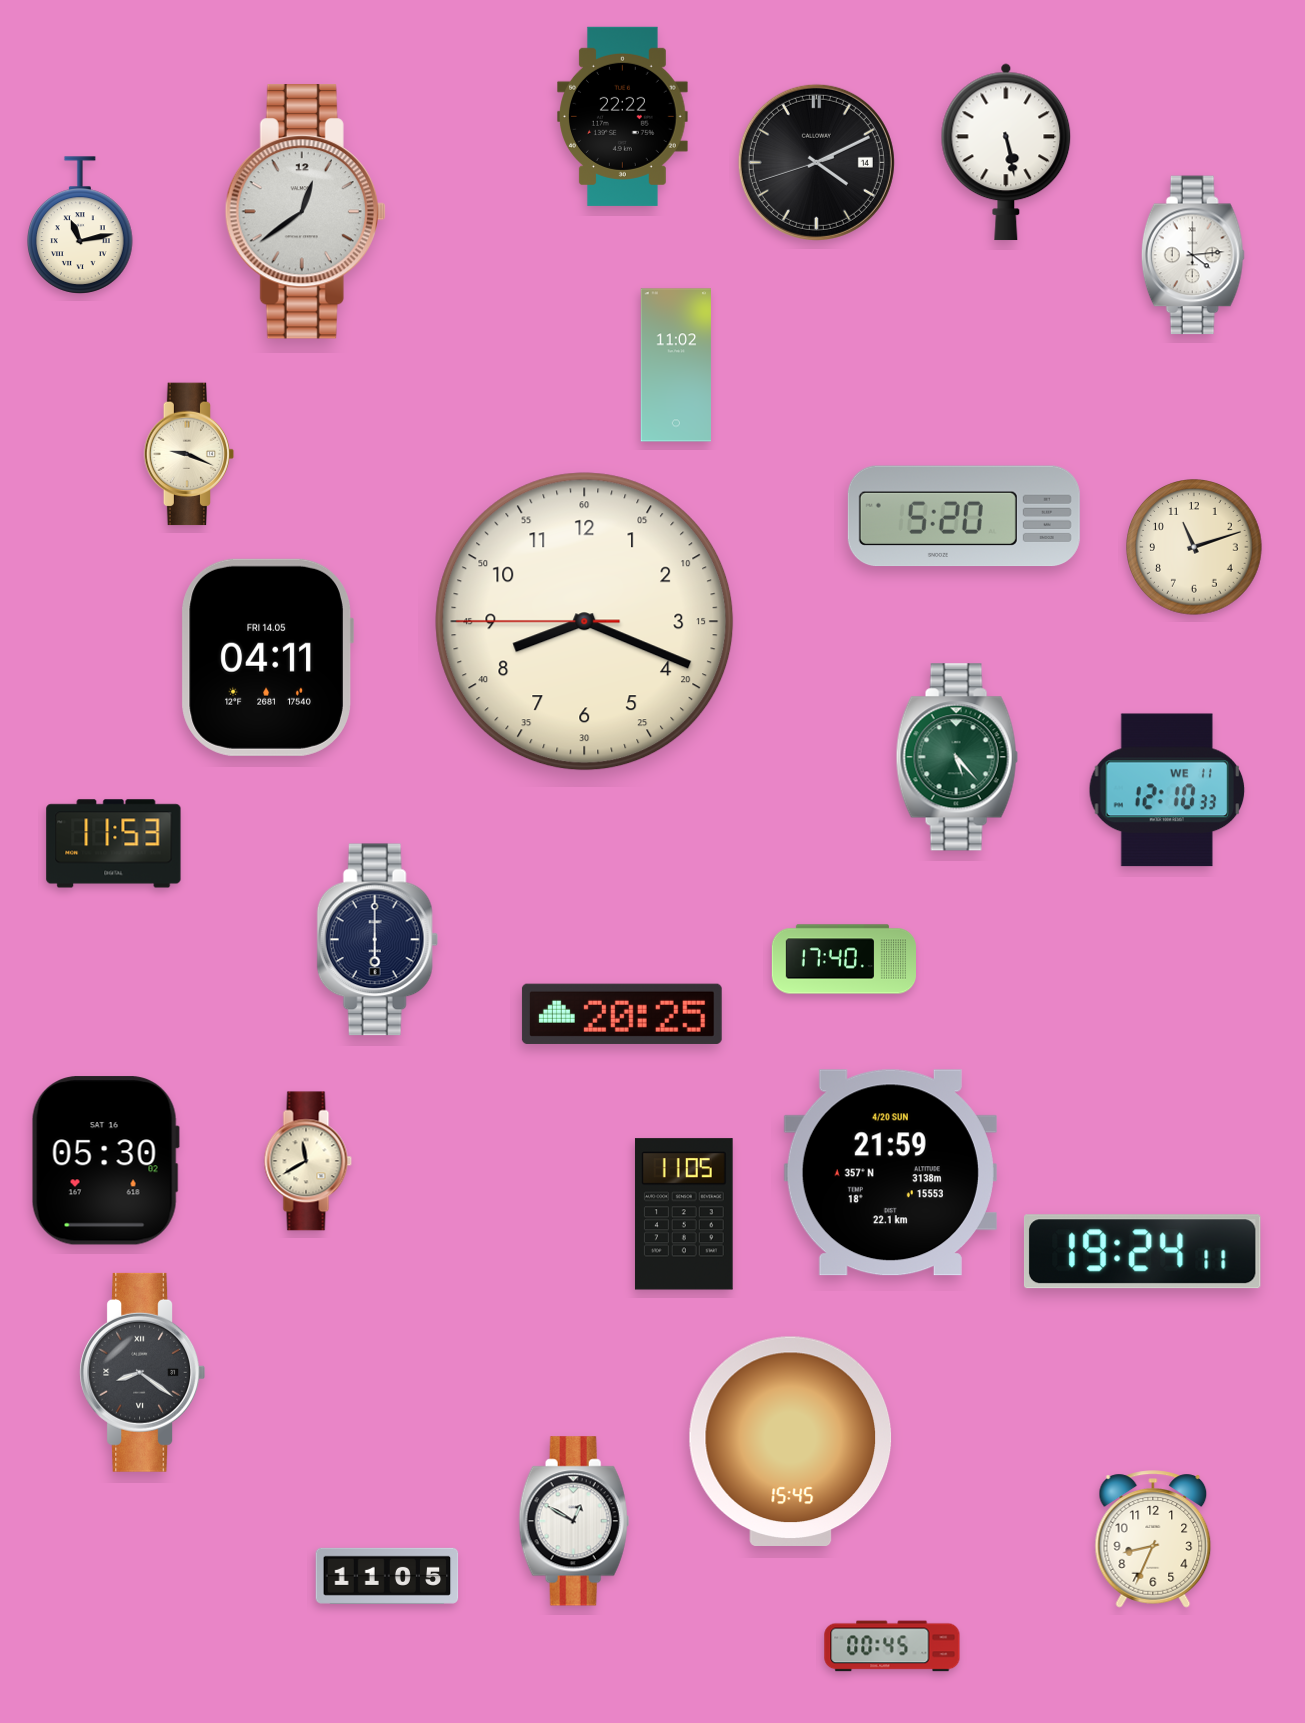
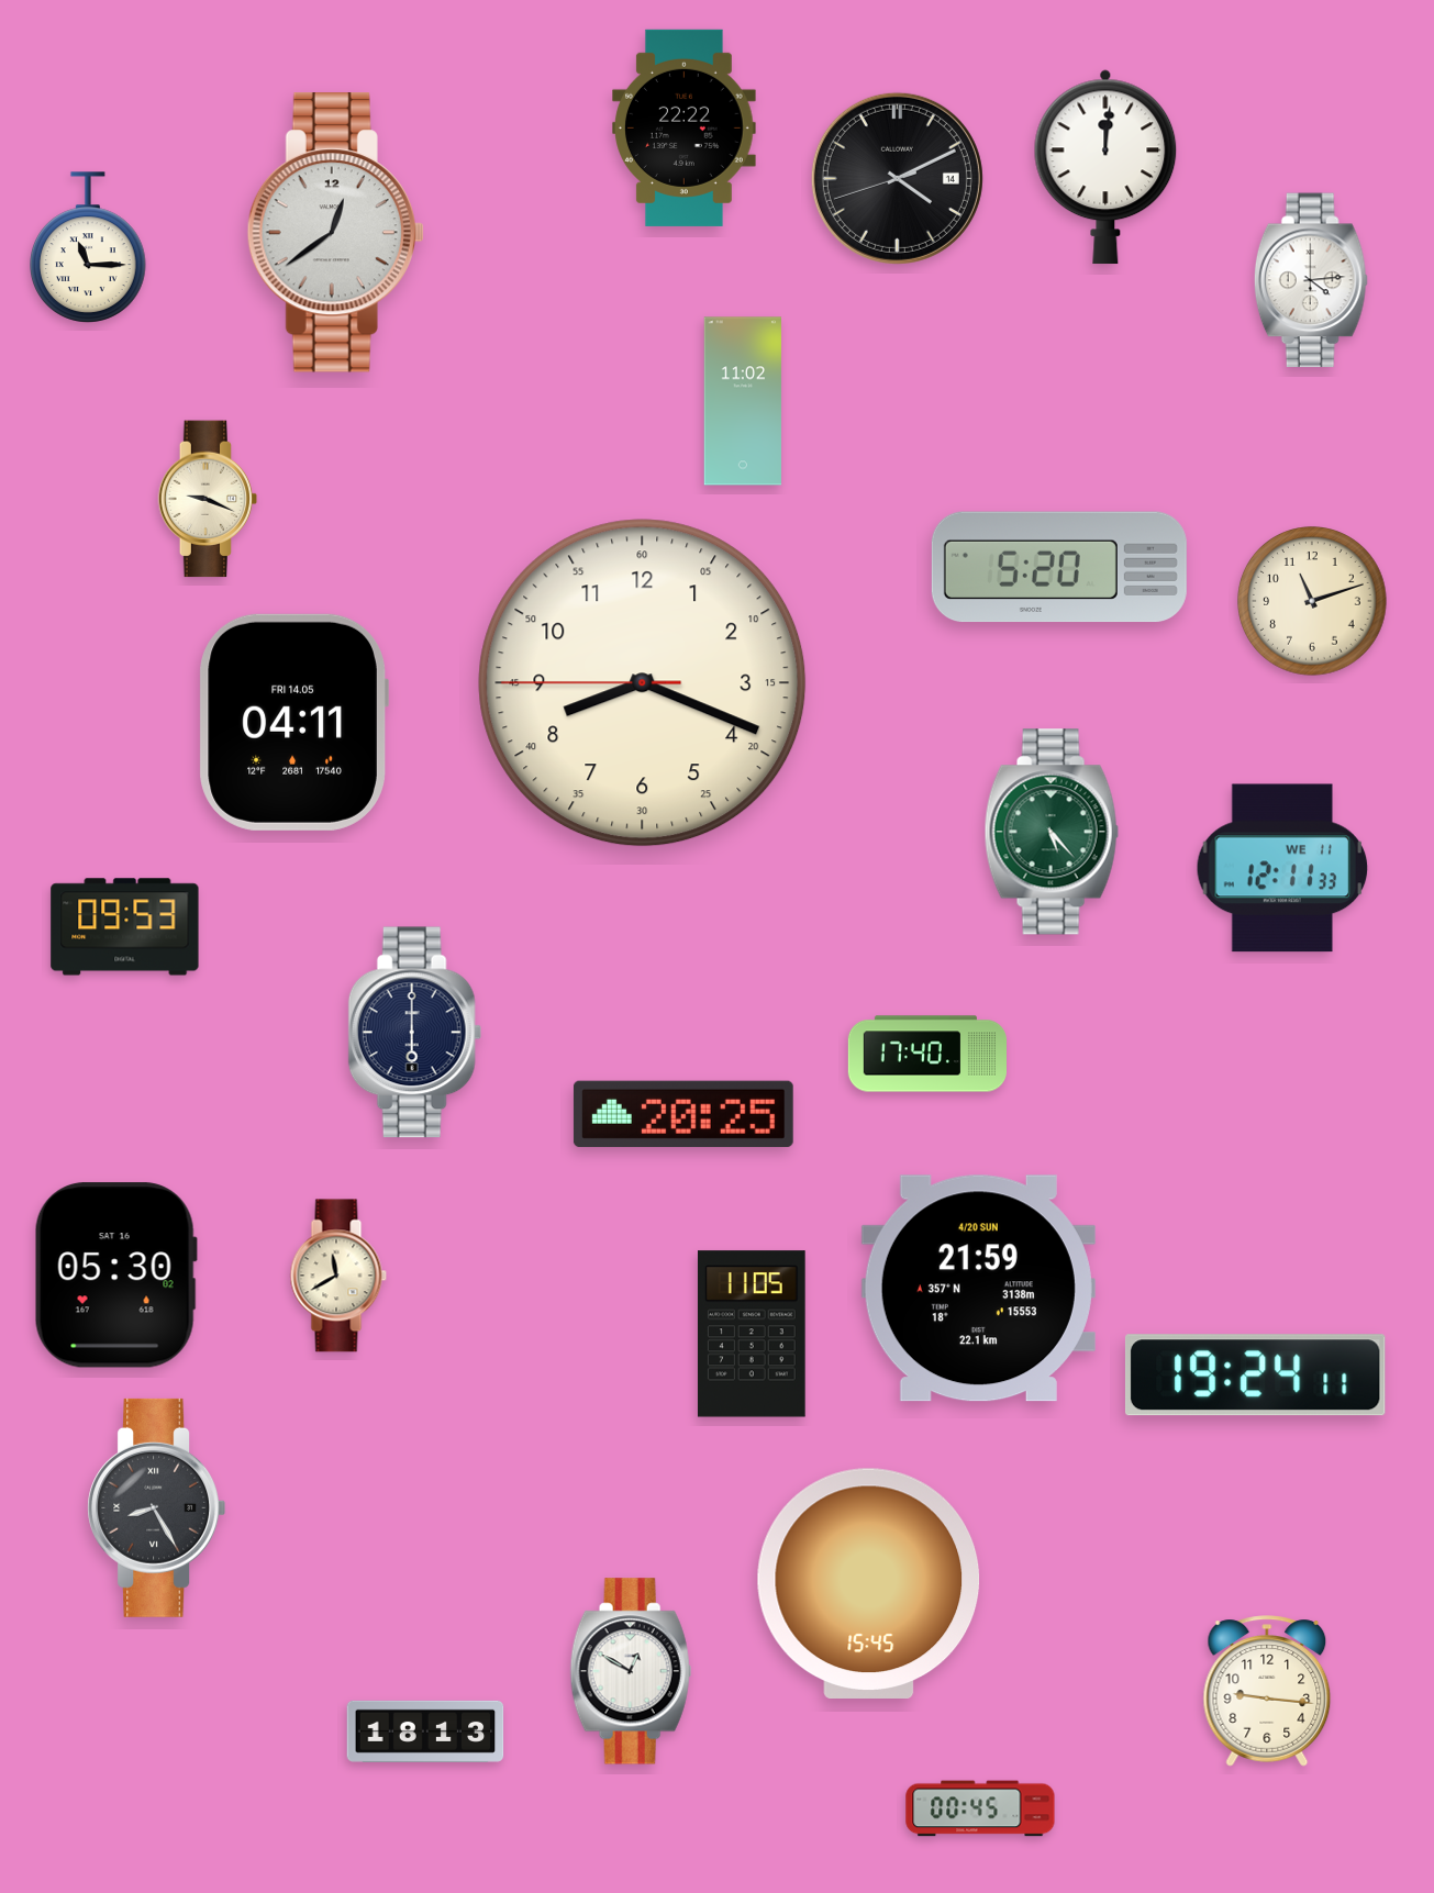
clock at (1006, 152): 5:28 -> 12:01
clock at (80, 225): 11:13 -> 11:15
clock at (1167, 790): 12:10 -> 12:11
clock at (114, 844): 11:53 -> 09:53
clock at (143, 1372): 8:21 -> 8:25
clock at (1153, 1539): 8:34 -> 9:16
clock at (387, 1576): 11:05 -> 18:13
